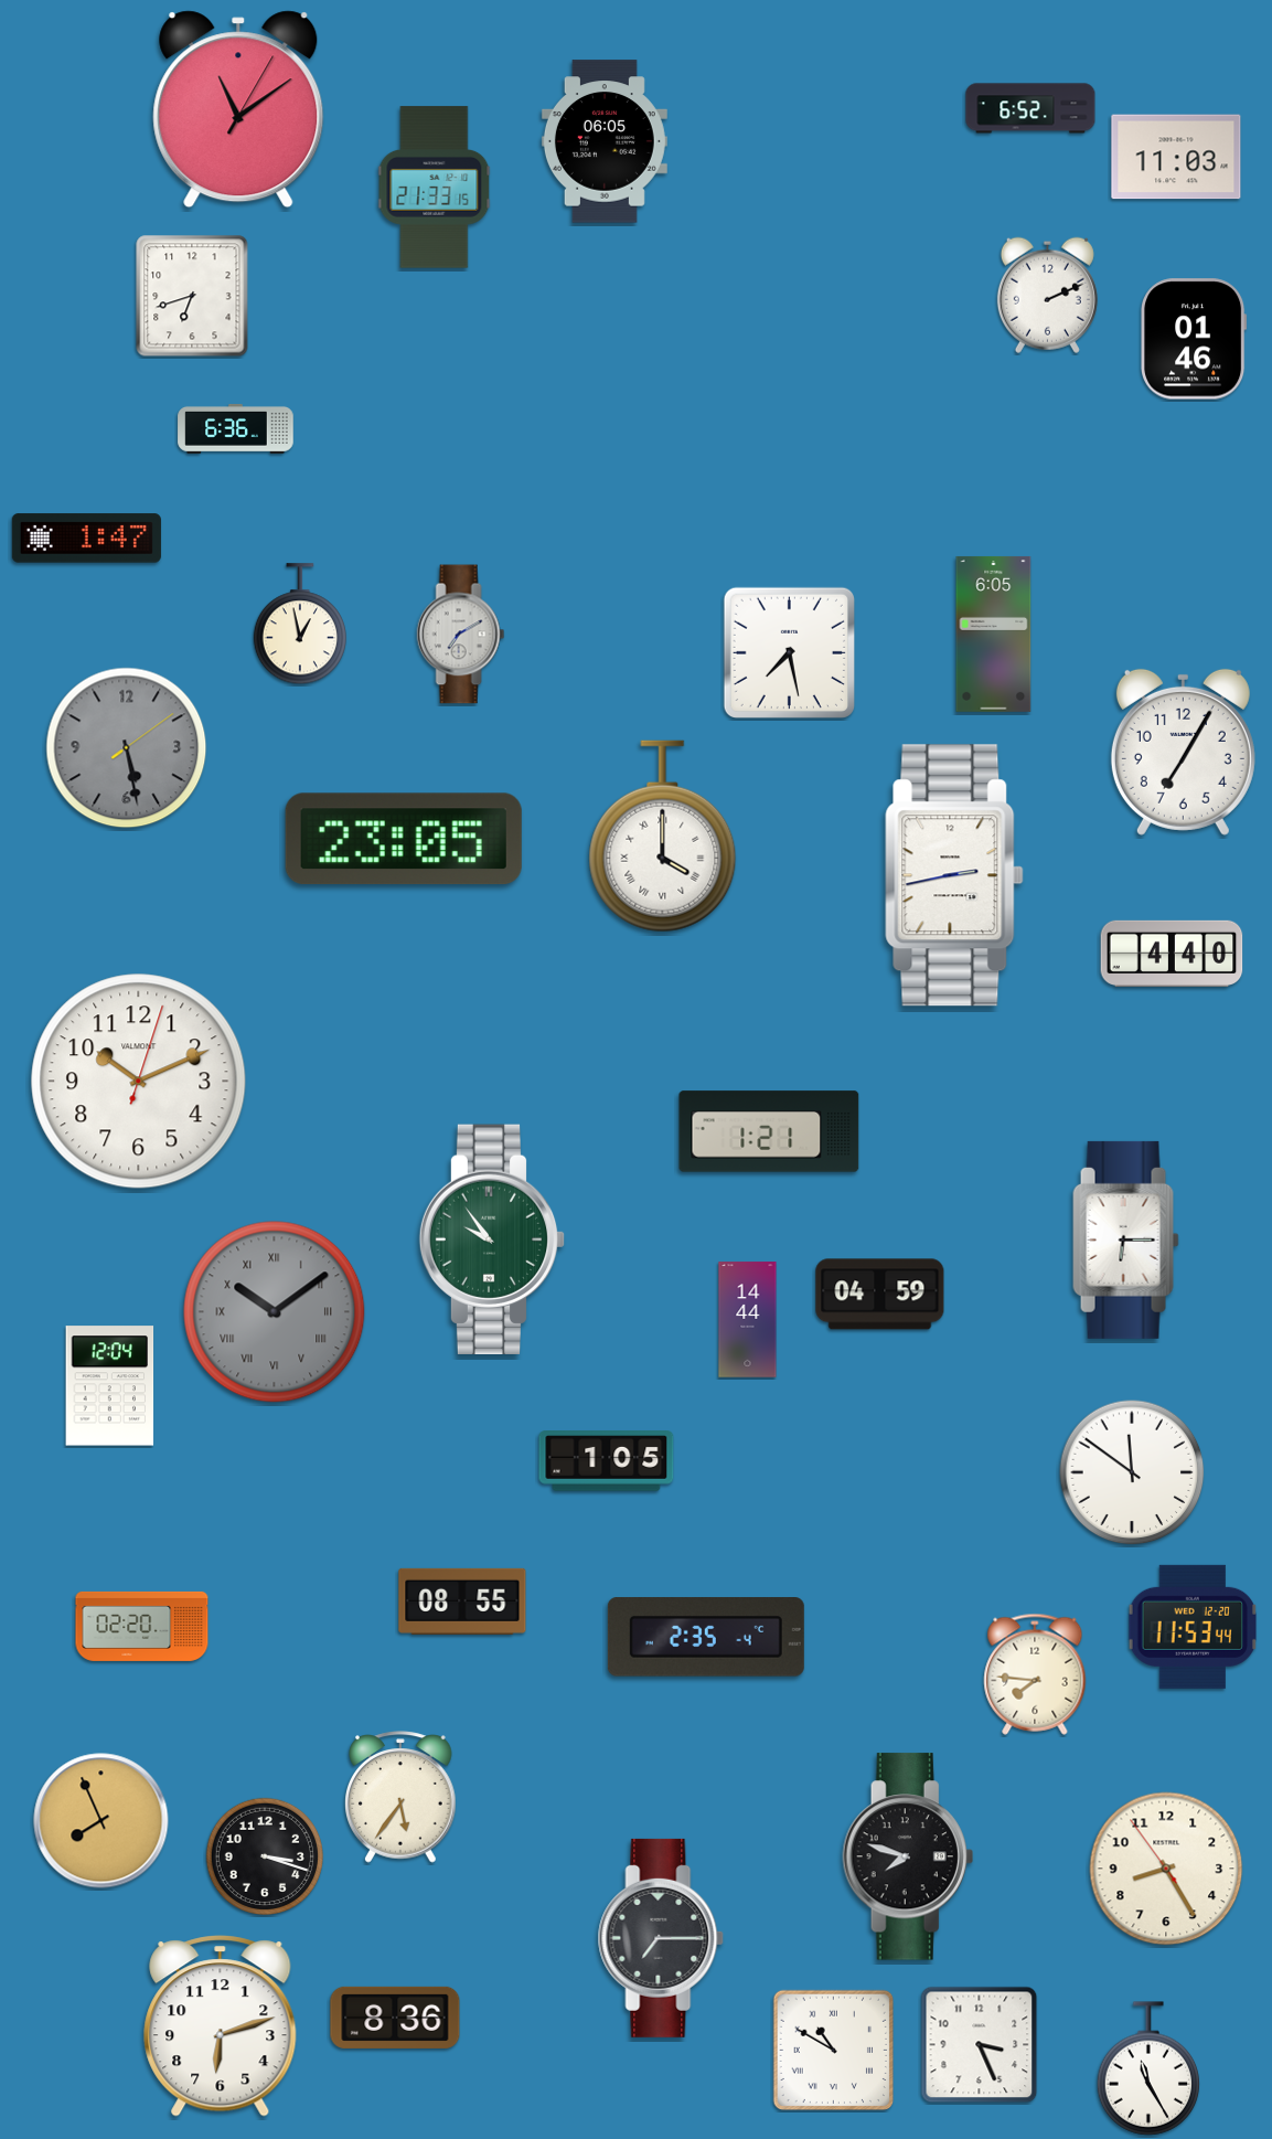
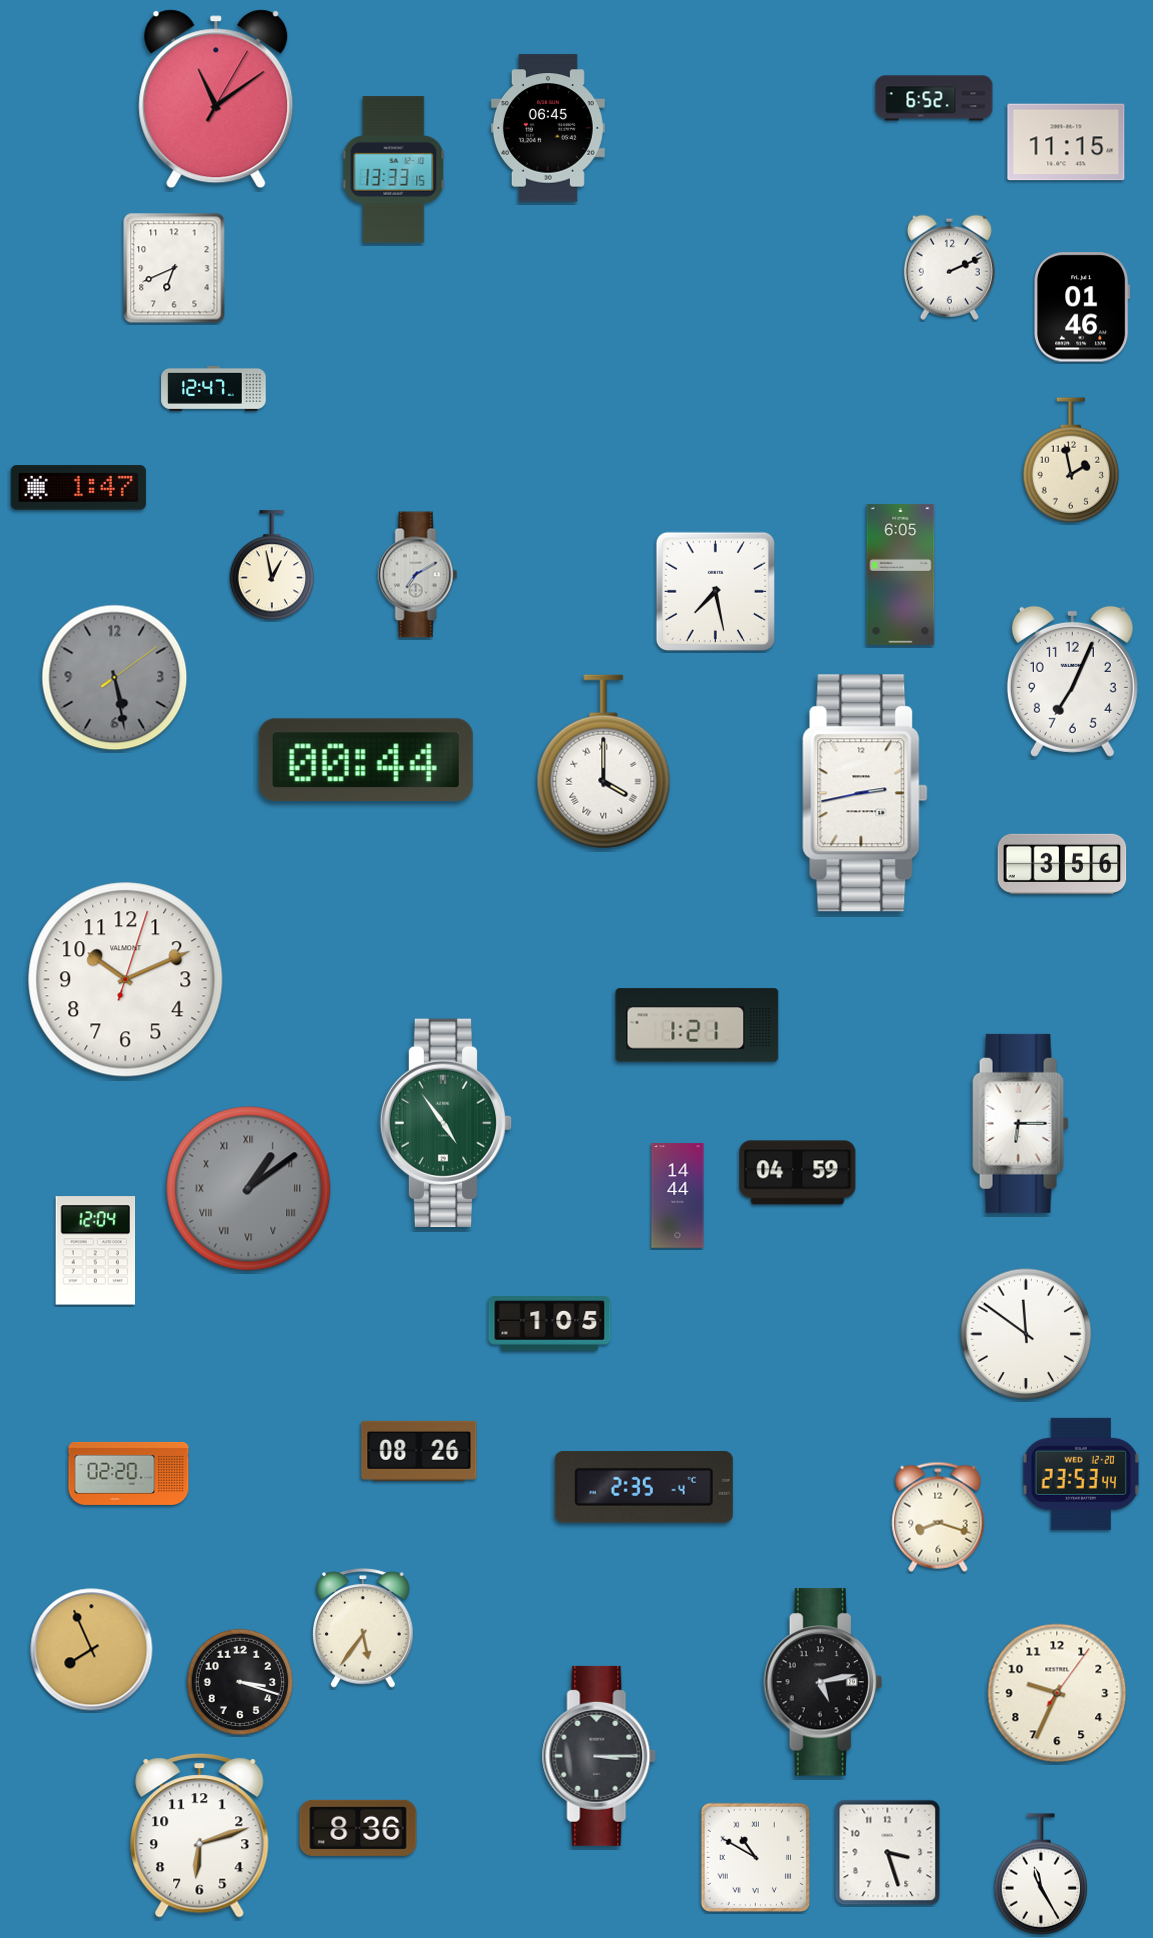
clock at (605, 141): 06:05 -> 06:45
clock at (1176, 157): 11:03 -> 11:15
clock at (435, 188): 21:33 -> 13:33
clock at (192, 296): 6:42 -> 6:41
clock at (236, 428): 6:36 -> 12:47
clock at (1071, 460): none -> 1:58
clock at (1183, 752): 7:05 -> 7:04
clock at (663, 837) position: (663, 837) -> (604, 762)
clock at (404, 839): 23:05 -> 00:44
clock at (1172, 953): 4:40 -> 3:56
clock at (492, 1238): 9:54 -> 4:54
clock at (275, 1312): 10:09 -> 1:09
clock at (110, 1386) position: (110, 1386) -> (96, 1251)
clock at (462, 1601): 08:55 -> 08:26
clock at (1193, 1627): 11:53 -> 23:53
clock at (706, 1637) position: (706, 1637) -> (644, 1487)
clock at (1035, 1674): 7:46 -> 8:18
clock at (908, 1856): 7:48 -> 5:13
clock at (1166, 1869): 8:24 -> 9:34
clock at (661, 1938): 7:15 -> 3:15
clock at (980, 2045): 3:26 -> 3:27
